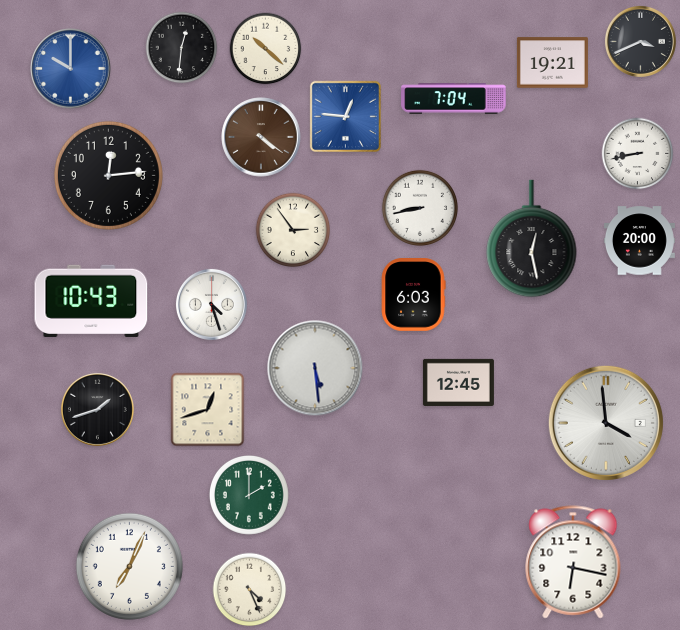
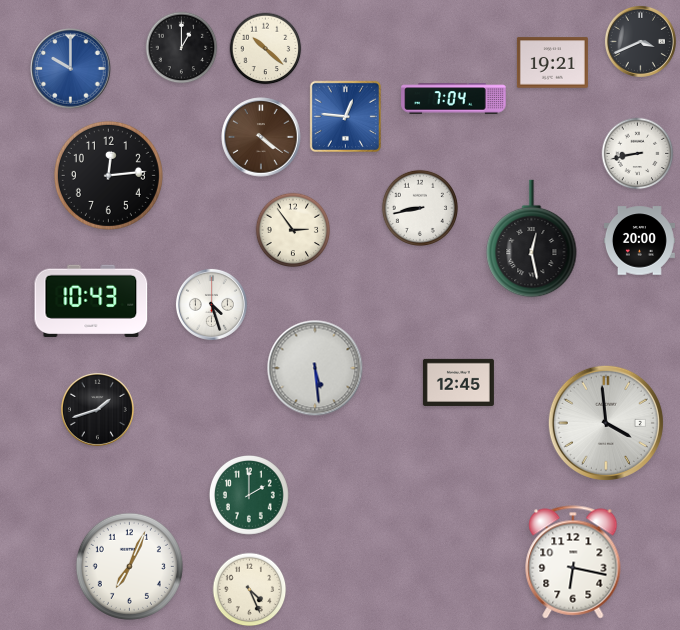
clock at (182, 48): 12:31 -> 1:00
clock at (413, 295): 6:03 -> none
clock at (208, 410): 12:42 -> none
